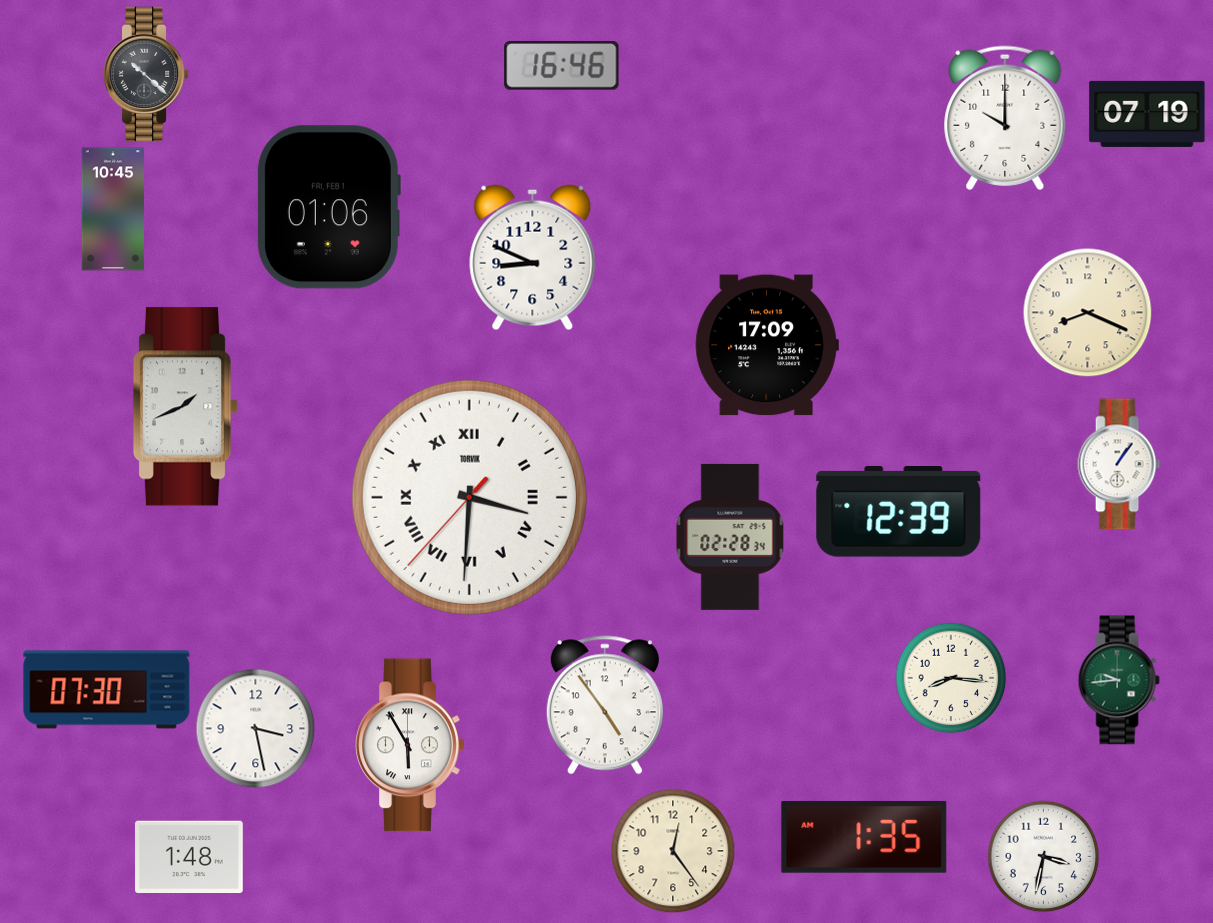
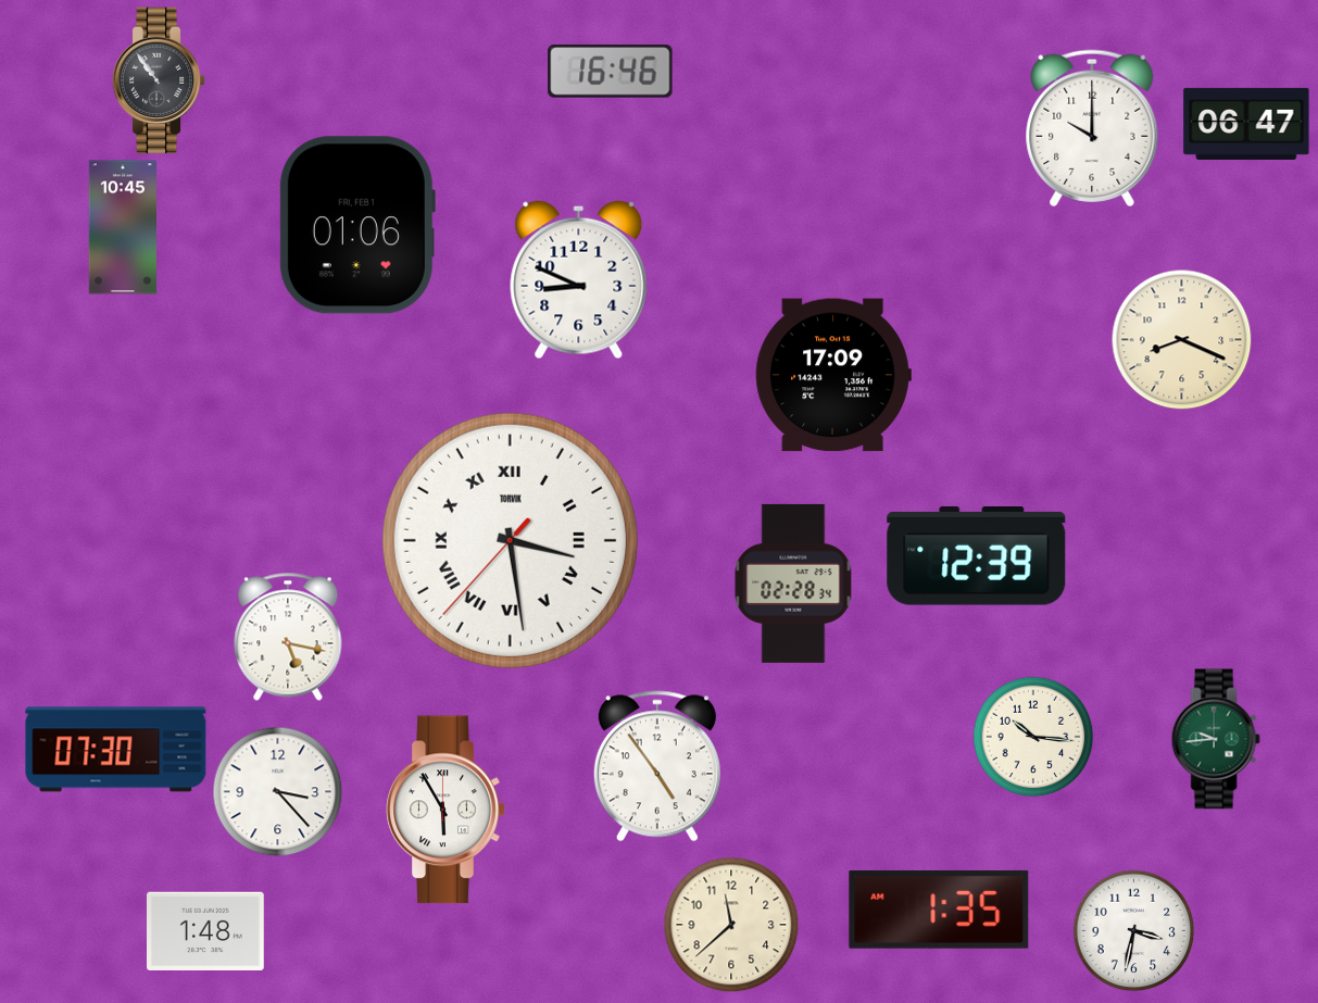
clock at (146, 74): 10:22 -> 10:54
clock at (1147, 114): 07:19 -> 06:47
clock at (186, 407): 1:41 -> none
clock at (1119, 464): 1:06 -> none
clock at (469, 497): 3:30 -> 3:28
clock at (288, 637): none -> 5:17
clock at (951, 678): 8:16 -> 10:16
clock at (256, 729): 3:28 -> 3:23
clock at (673, 851): 12:24 -> 11:38
